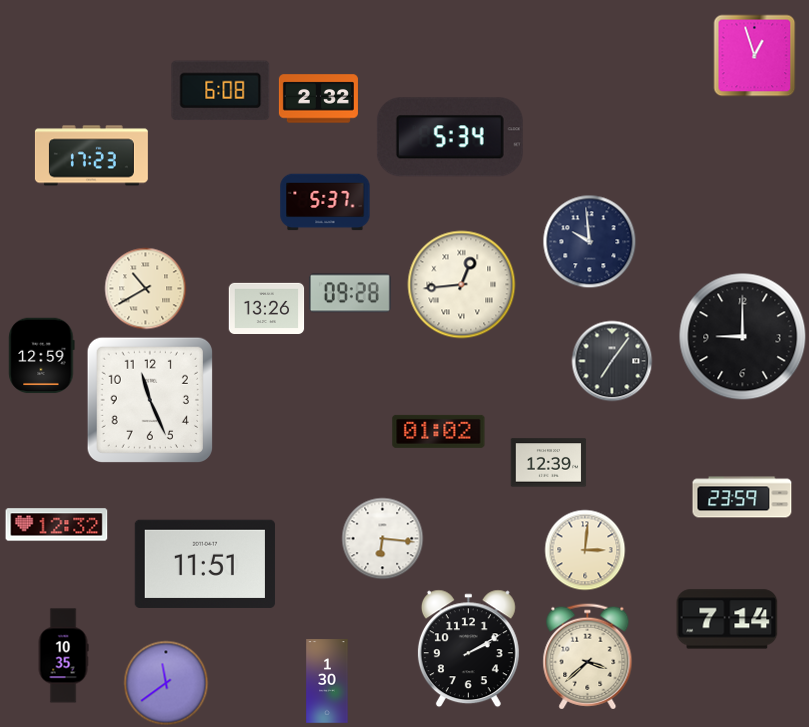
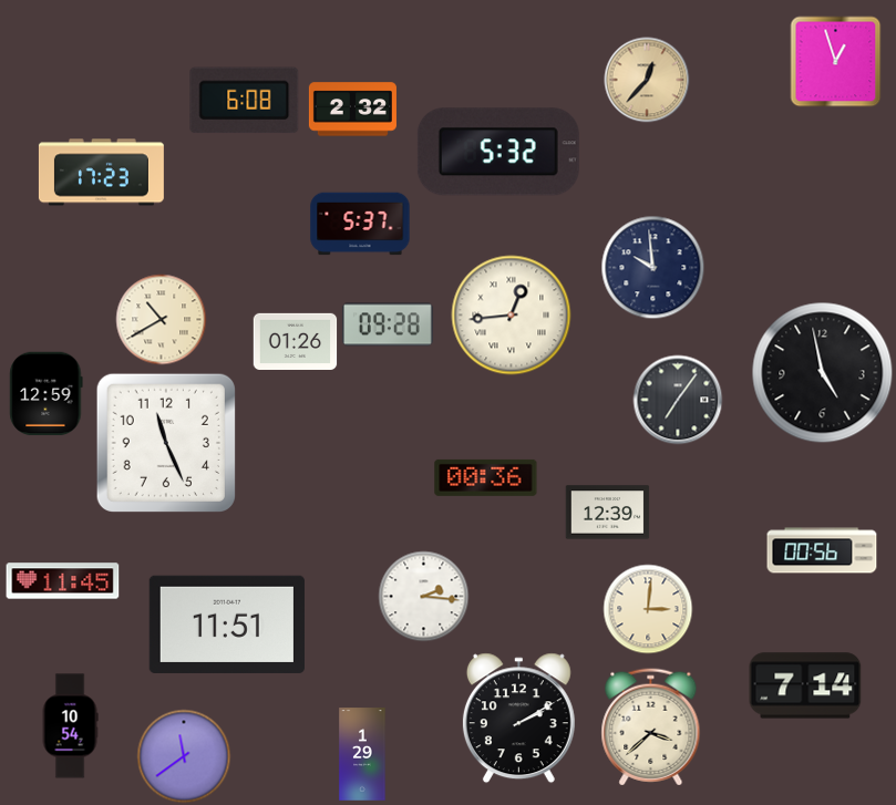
clock at (647, 80): none -> 12:37
clock at (450, 137): 5:34 -> 5:32
clock at (267, 308): 13:26 -> 01:26
clock at (743, 337): 9:00 -> 4:58
clock at (439, 431): 01:02 -> 00:36
clock at (742, 497): 23:59 -> 00:56
clock at (57, 525): 12:32 -> 11:45
clock at (383, 539): 6:16 -> 2:16
clock at (63, 656): 10:35 -> 10:54
clock at (327, 681): 1:30 -> 1:29
